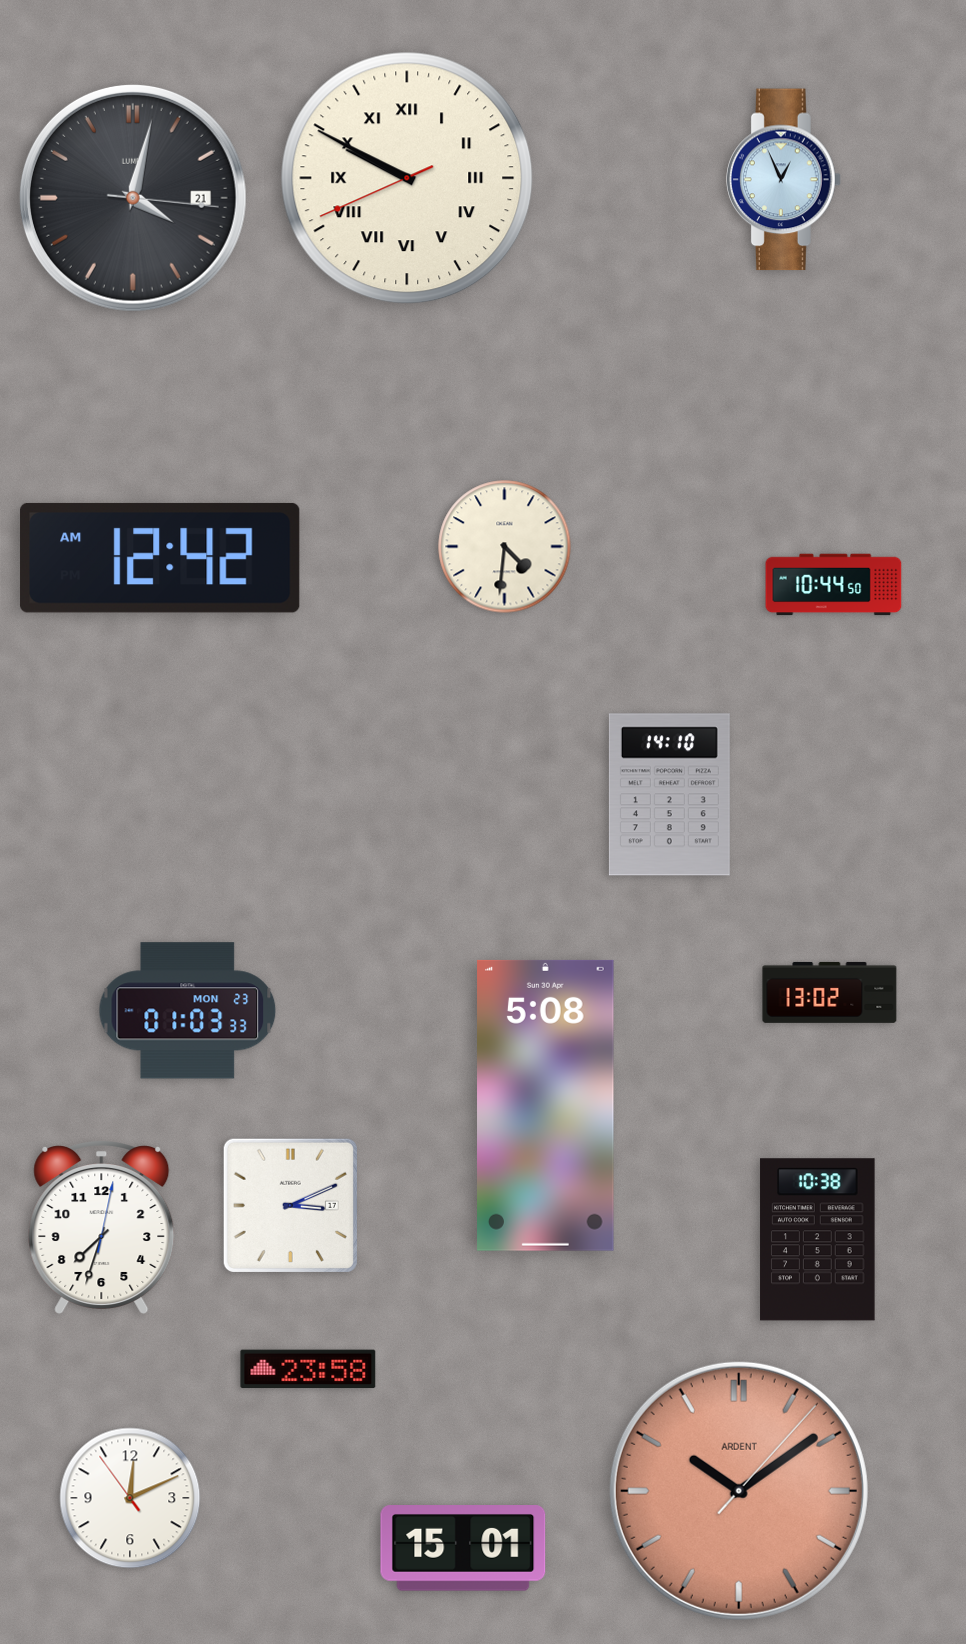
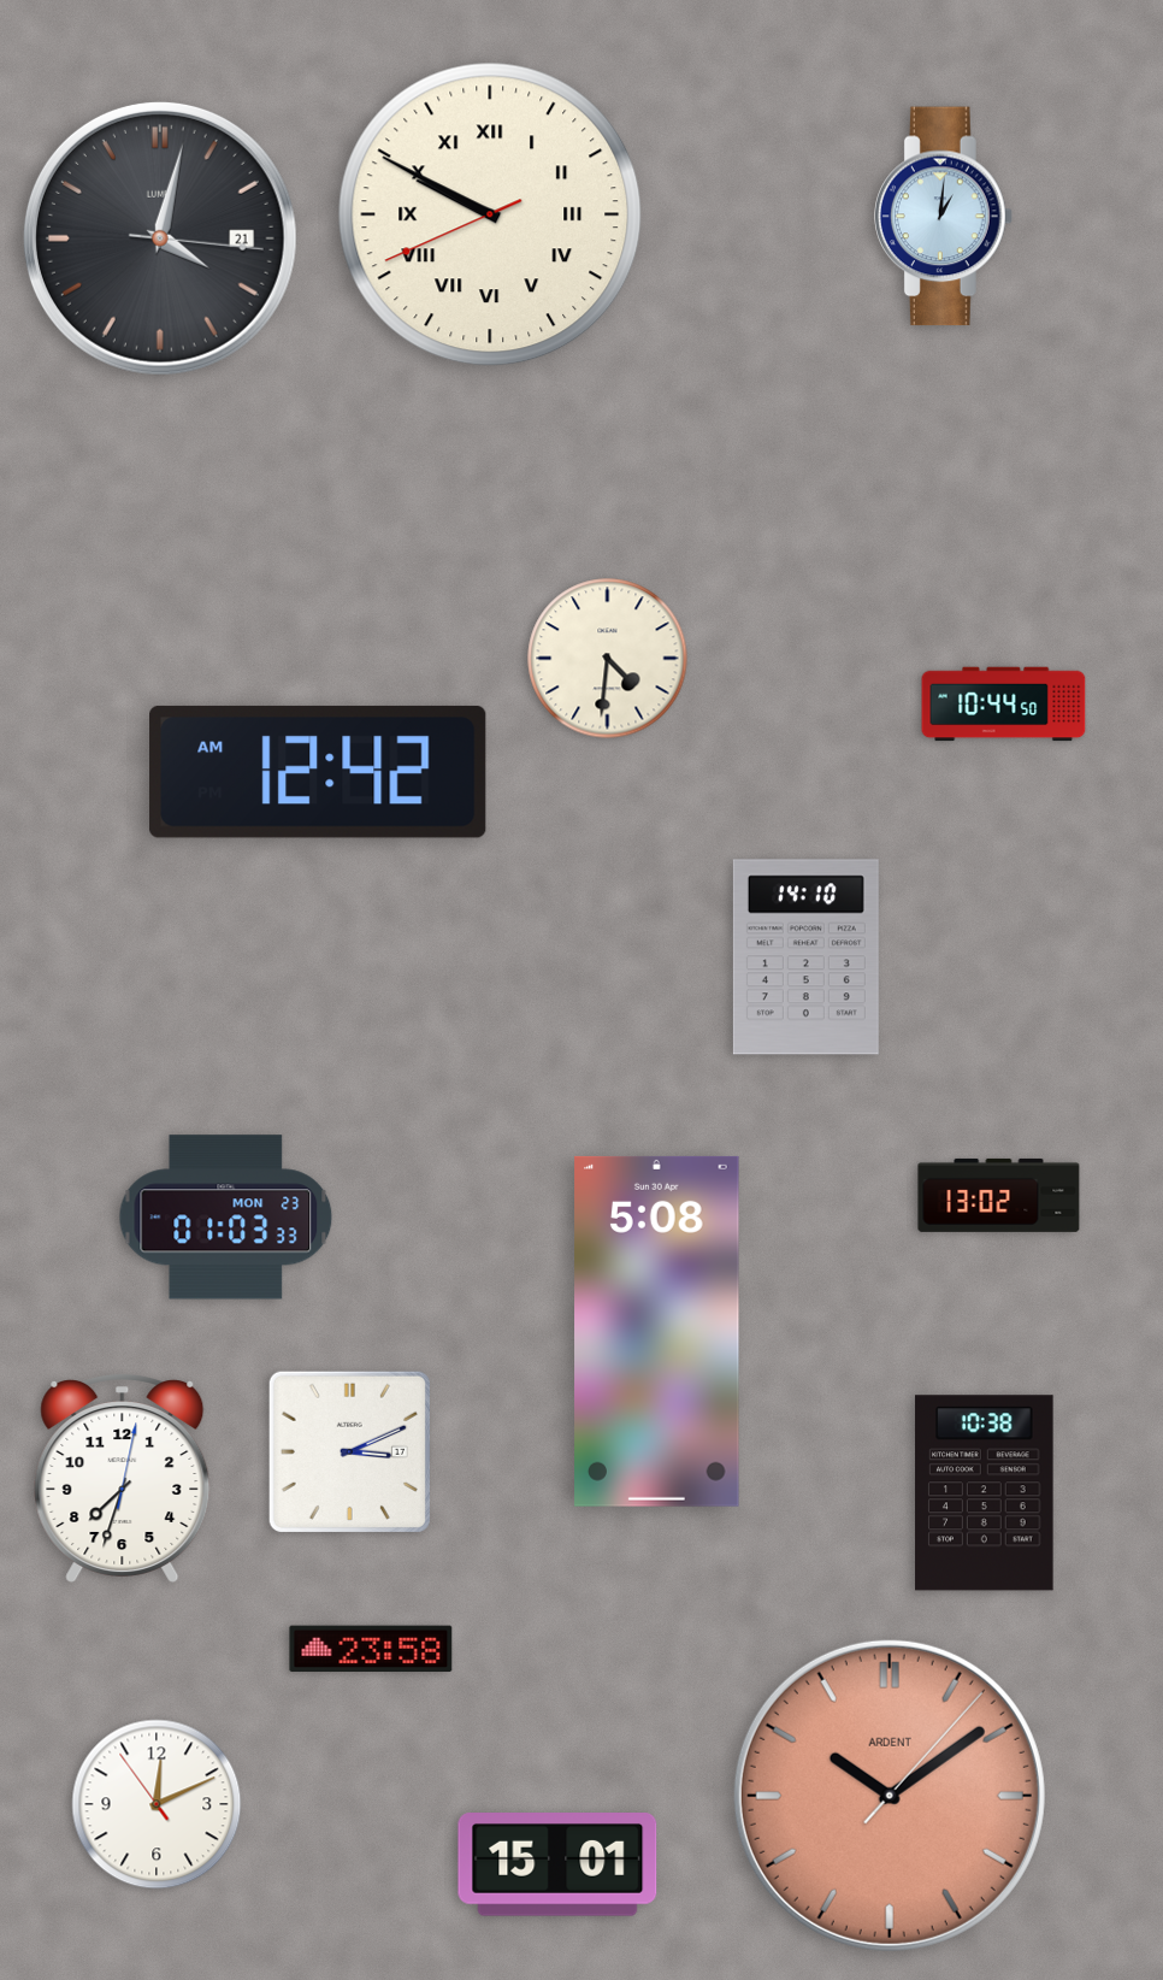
clock at (784, 180): 12:56 -> 1:01
clock at (160, 558) position: (160, 558) -> (318, 772)
